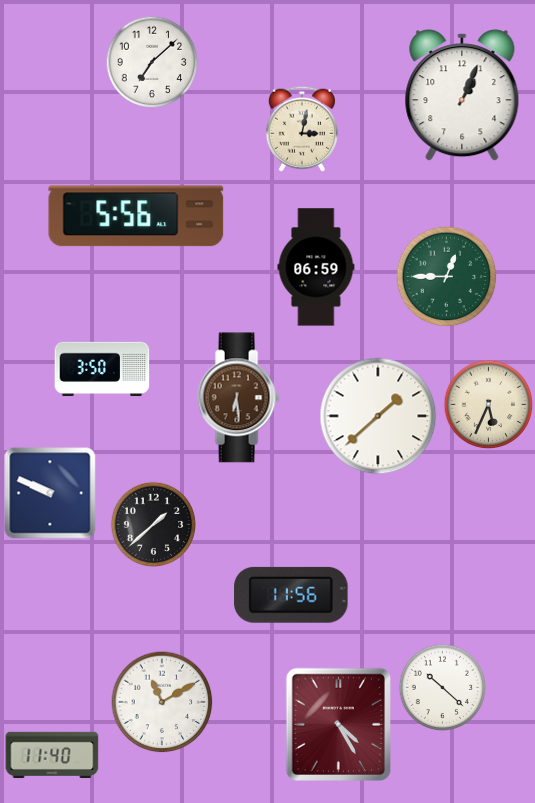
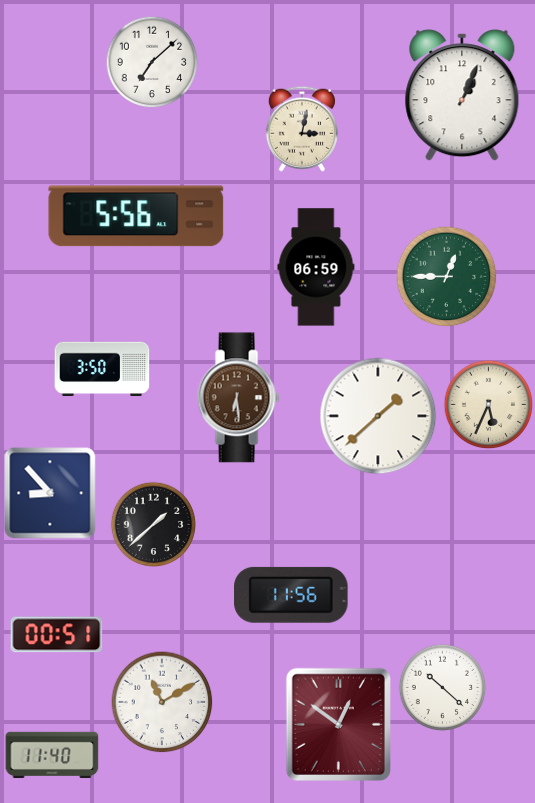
clock at (50, 493): 9:49 -> 8:53
clock at (57, 635): none -> 00:51
clock at (338, 724): 4:25 -> 12:51
